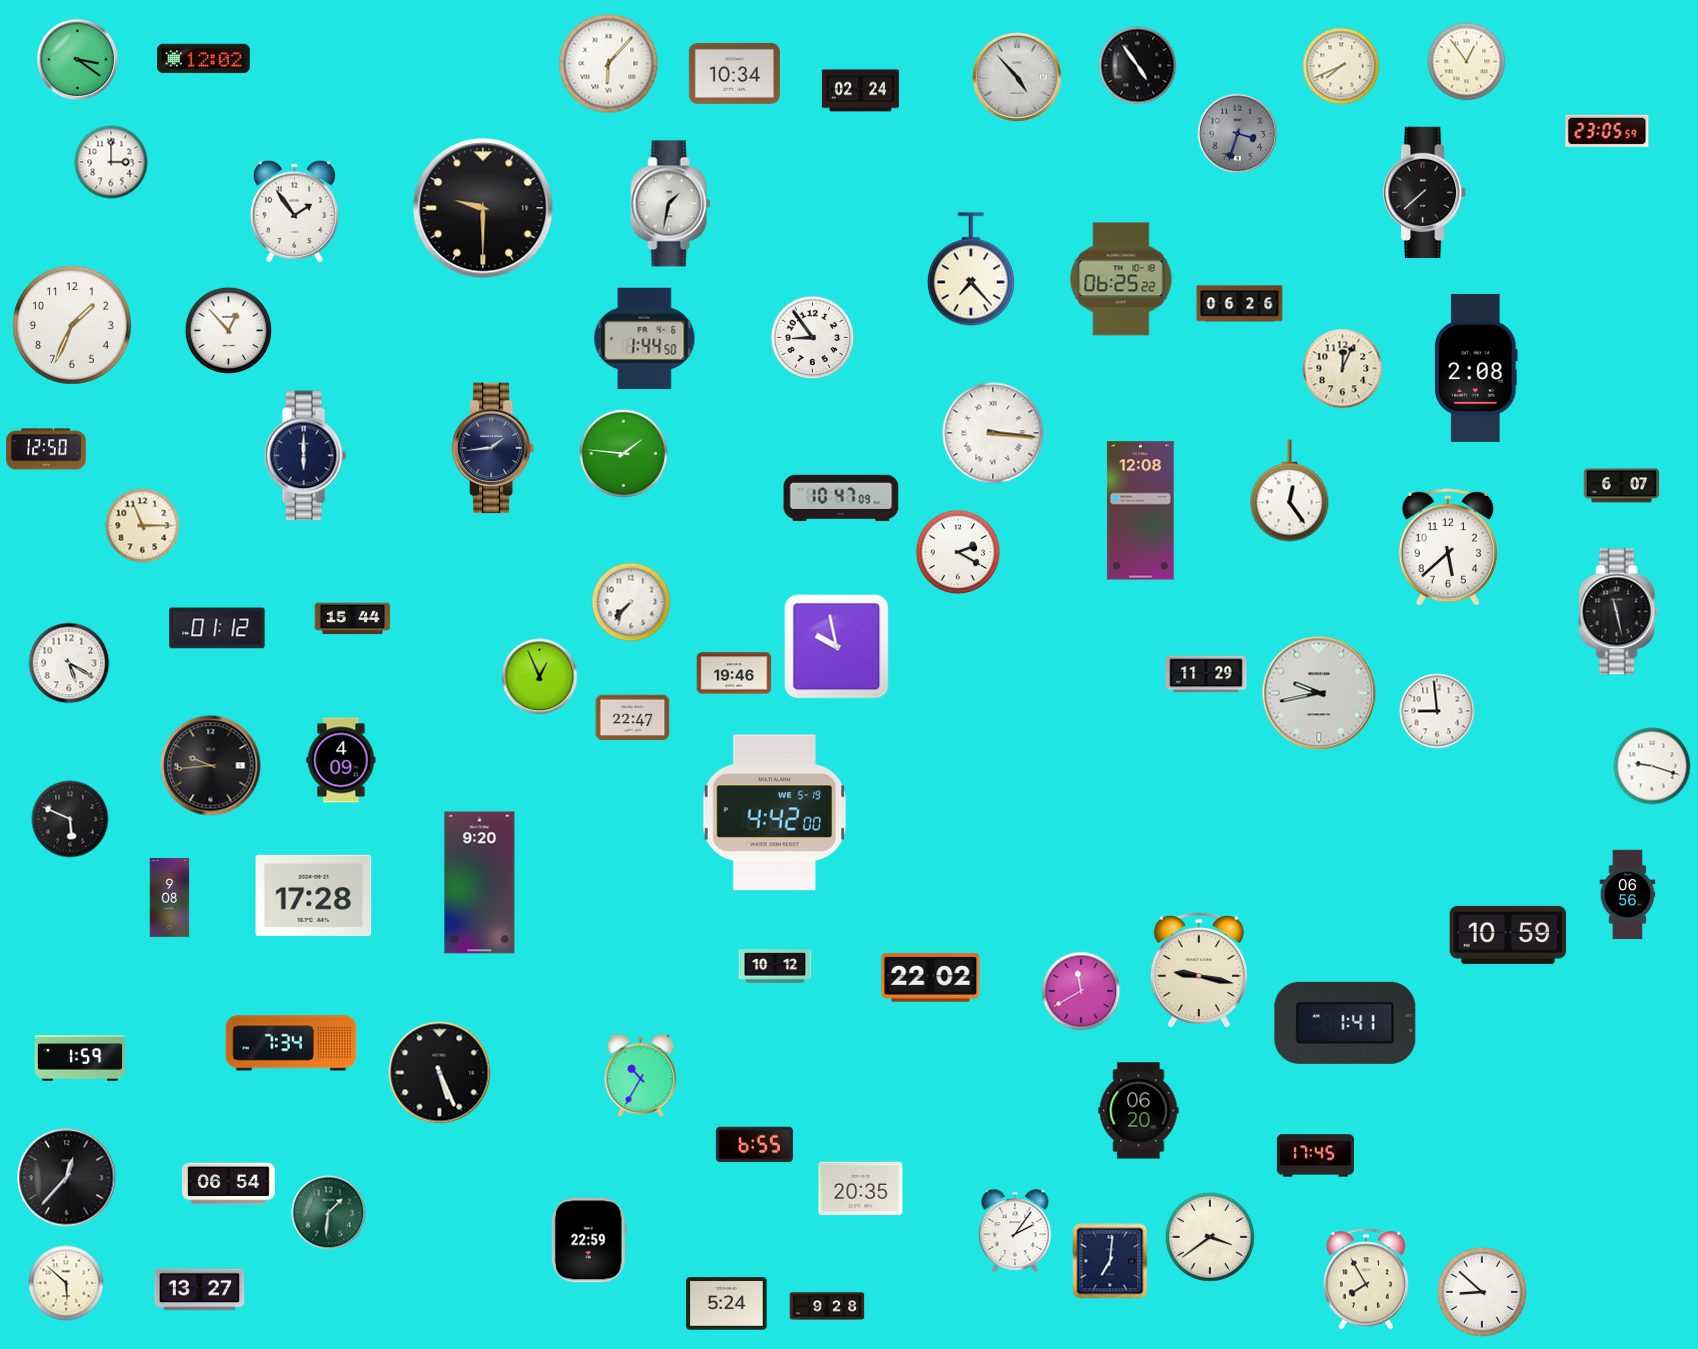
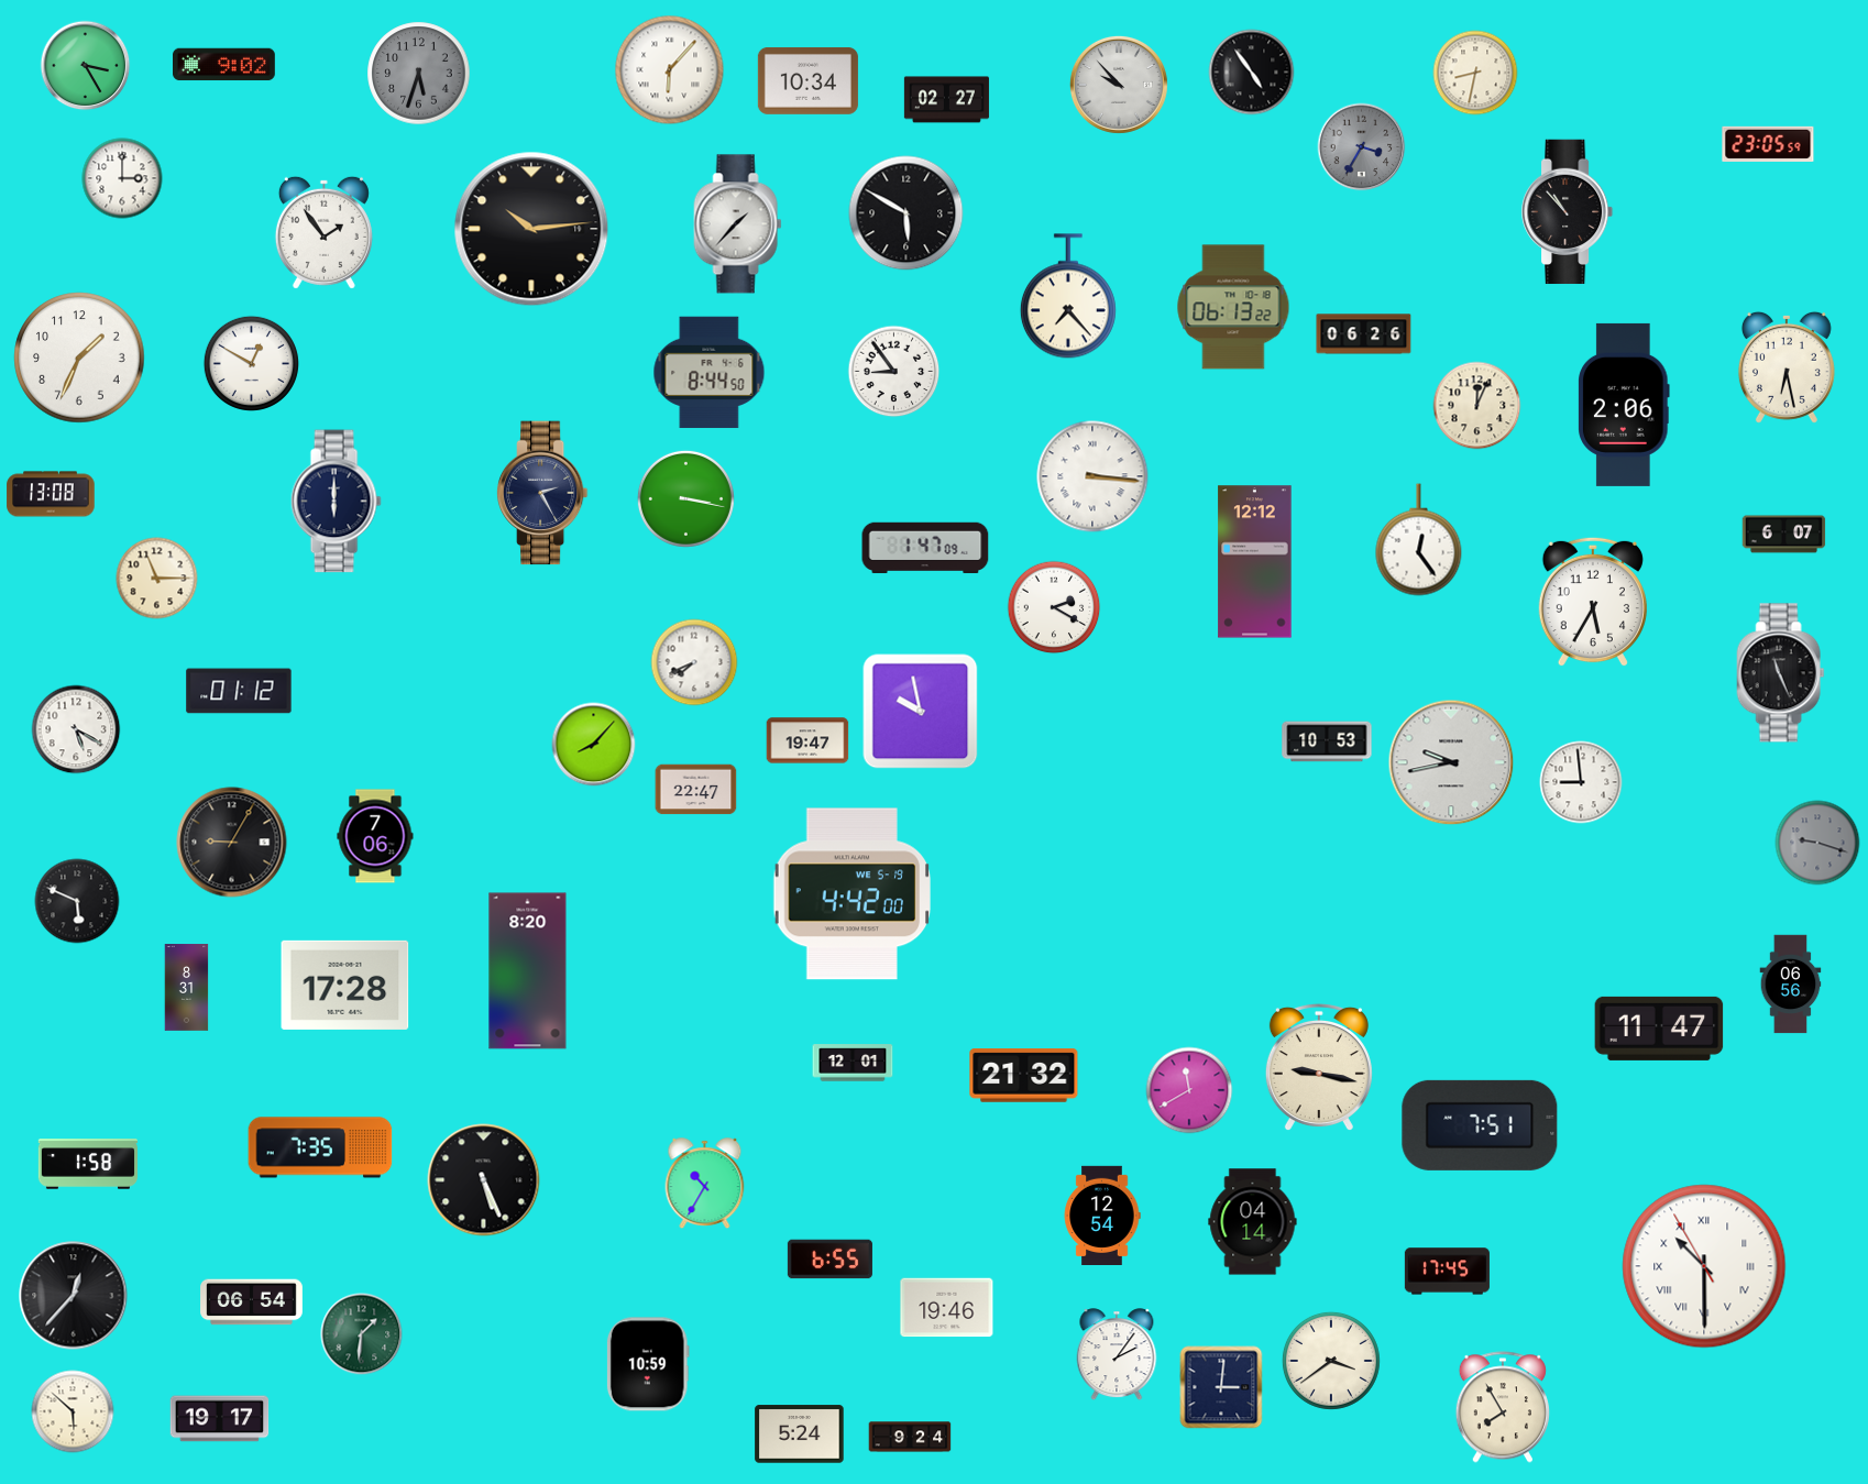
clock at (204, 59): 12:02 -> 9:02
clock at (78, 60): 3:21 -> 3:25
clock at (1467, 62): 12:54 -> none
clock at (1341, 66): 7:41 -> 8:32
clock at (419, 74): none -> 5:33
clock at (1017, 77): 4:53 -> 9:53
clock at (860, 91): 02:24 -> 02:27
clock at (1238, 134): 3:33 -> 3:35
clock at (1425, 193): 7:38 -> 10:53
clock at (906, 213): none -> 5:50
clock at (671, 204): 1:32 -> 1:37
clock at (483, 208): 9:30 -> 10:14
clock at (1121, 279): 06:25 -> 06:13
clock at (228, 330): 12:53 -> 12:50
clock at (1787, 367): none -> 6:28
clock at (645, 339): 1:44 -> 8:44
clock at (1477, 368): 2:08 -> 2:06
clock at (493, 448): 1:44 -> 2:25
clock at (46, 449): 12:50 -> 13:08
clock at (623, 453): 1:46 -> 3:17
clock at (841, 498): 10:47 -> 1:47
clock at (1141, 511): 12:08 -> 12:12
clock at (1448, 547): 5:38 -> 5:35
clock at (631, 602): 7:37 -> 7:41
clock at (1619, 612): 11:28 -> 11:26
clock at (353, 619): 15:44 -> none
clock at (734, 673): 19:46 -> 19:47
clock at (1206, 674): 11:29 -> 10:53
clock at (540, 677): 12:56 -> 8:07
clock at (341, 760): 4:09 -> 7:06
clock at (211, 766): 9:44 -> 9:05
clock at (1652, 766) dial: white -> grey
clock at (480, 883): 9:20 -> 8:20
clock at (170, 898): 9:08 -> 8:31
clock at (1508, 935): 10:59 -> 11:47
clock at (775, 966): 10:12 -> 12:01
clock at (931, 978): 22:02 -> 21:32
clock at (1345, 1023): 1:41 -> 7:51
clock at (291, 1043): 7:34 -> 7:35
clock at (79, 1058): 1:59 -> 1:58
clock at (1102, 1214): none -> 12:54
clock at (1139, 1111): 06:20 -> 04:14
clock at (1704, 1266): none -> 10:29
clock at (861, 1189): 20:35 -> 19:46
clock at (589, 1240): 22:59 -> 10:59
clock at (1110, 1261): 7:01 -> 3:01
clock at (200, 1290): 13:27 -> 19:17
clock at (1482, 1292): 8:52 -> none
clock at (827, 1306): 9:28 -> 9:24
